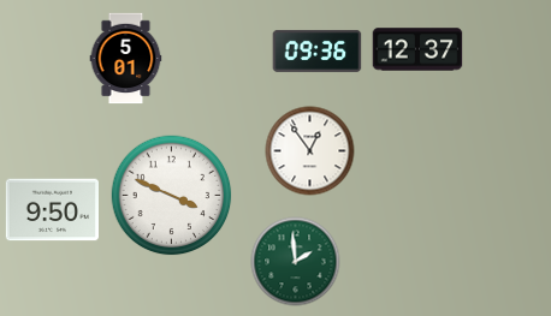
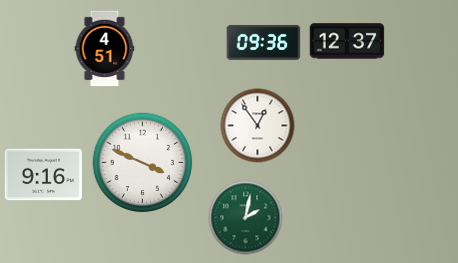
clock at (126, 59): 5:01 -> 4:51
clock at (52, 210): 9:50 -> 9:16
clock at (296, 262): 1:59 -> 2:02
